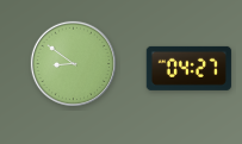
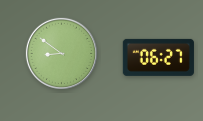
clock at (188, 68): 04:27 -> 06:27
